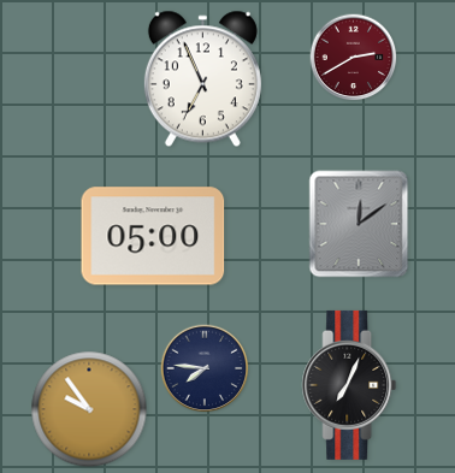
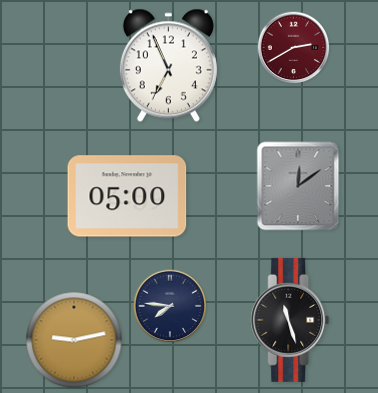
clock at (349, 385): 7:04 -> 11:27
clock at (89, 409): 9:54 -> 9:13
